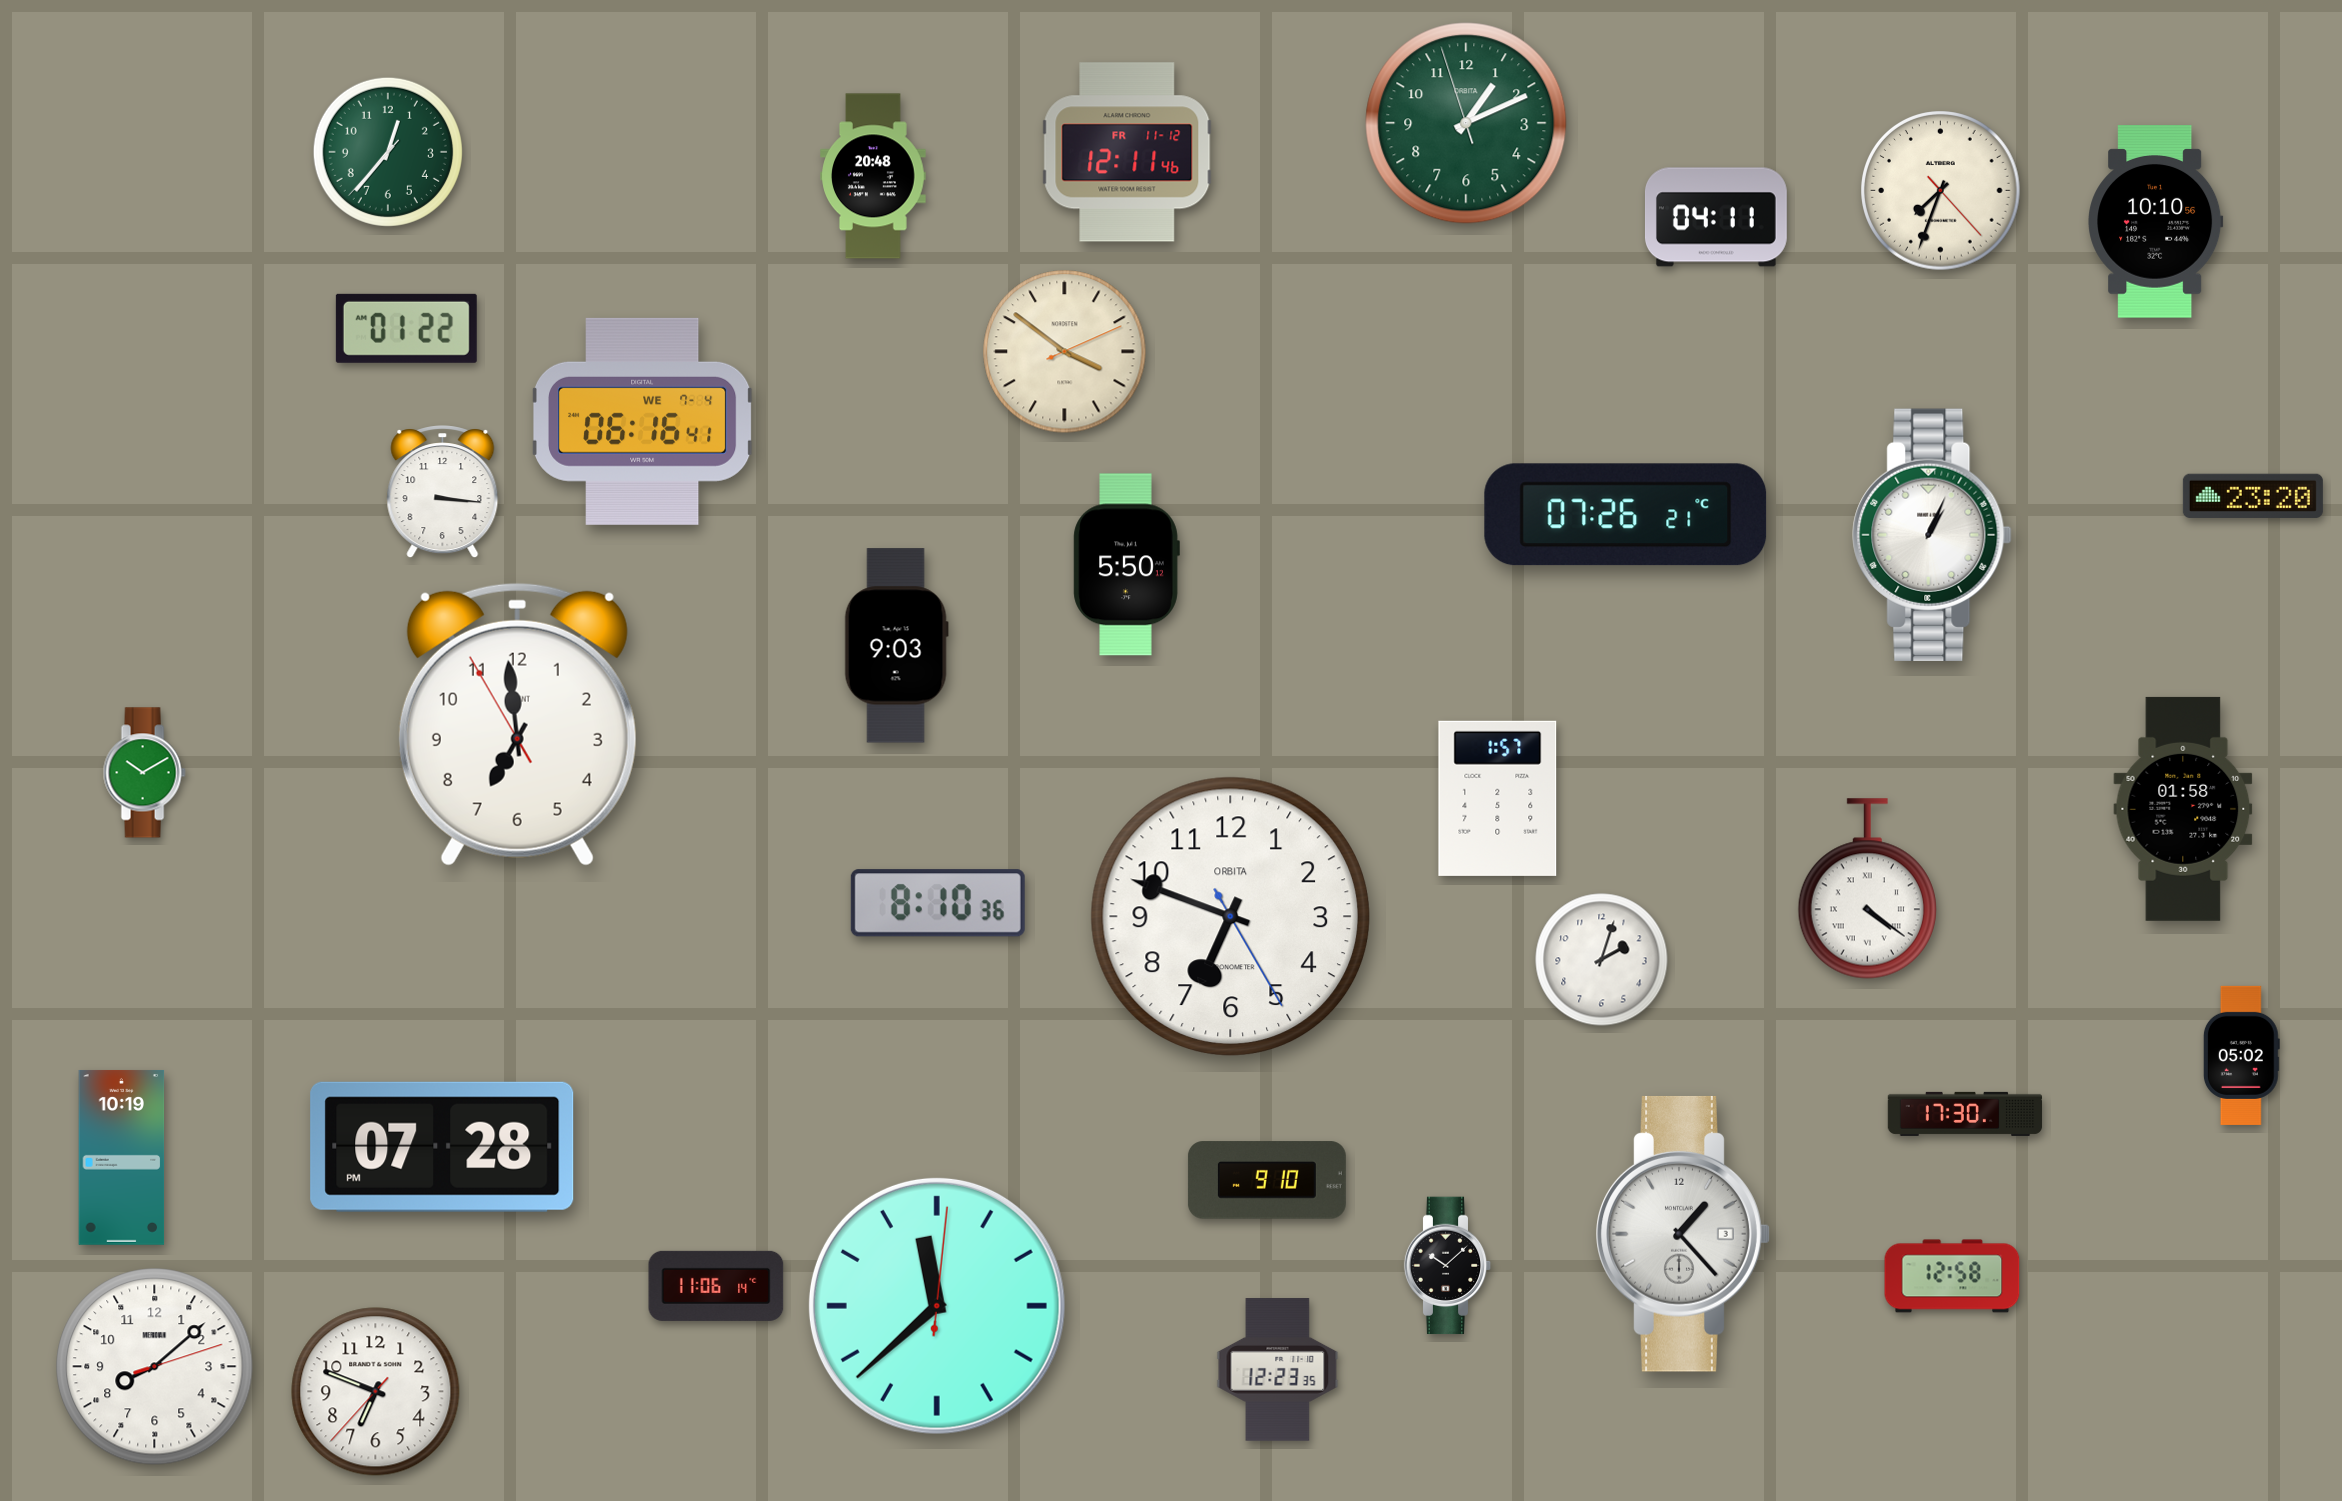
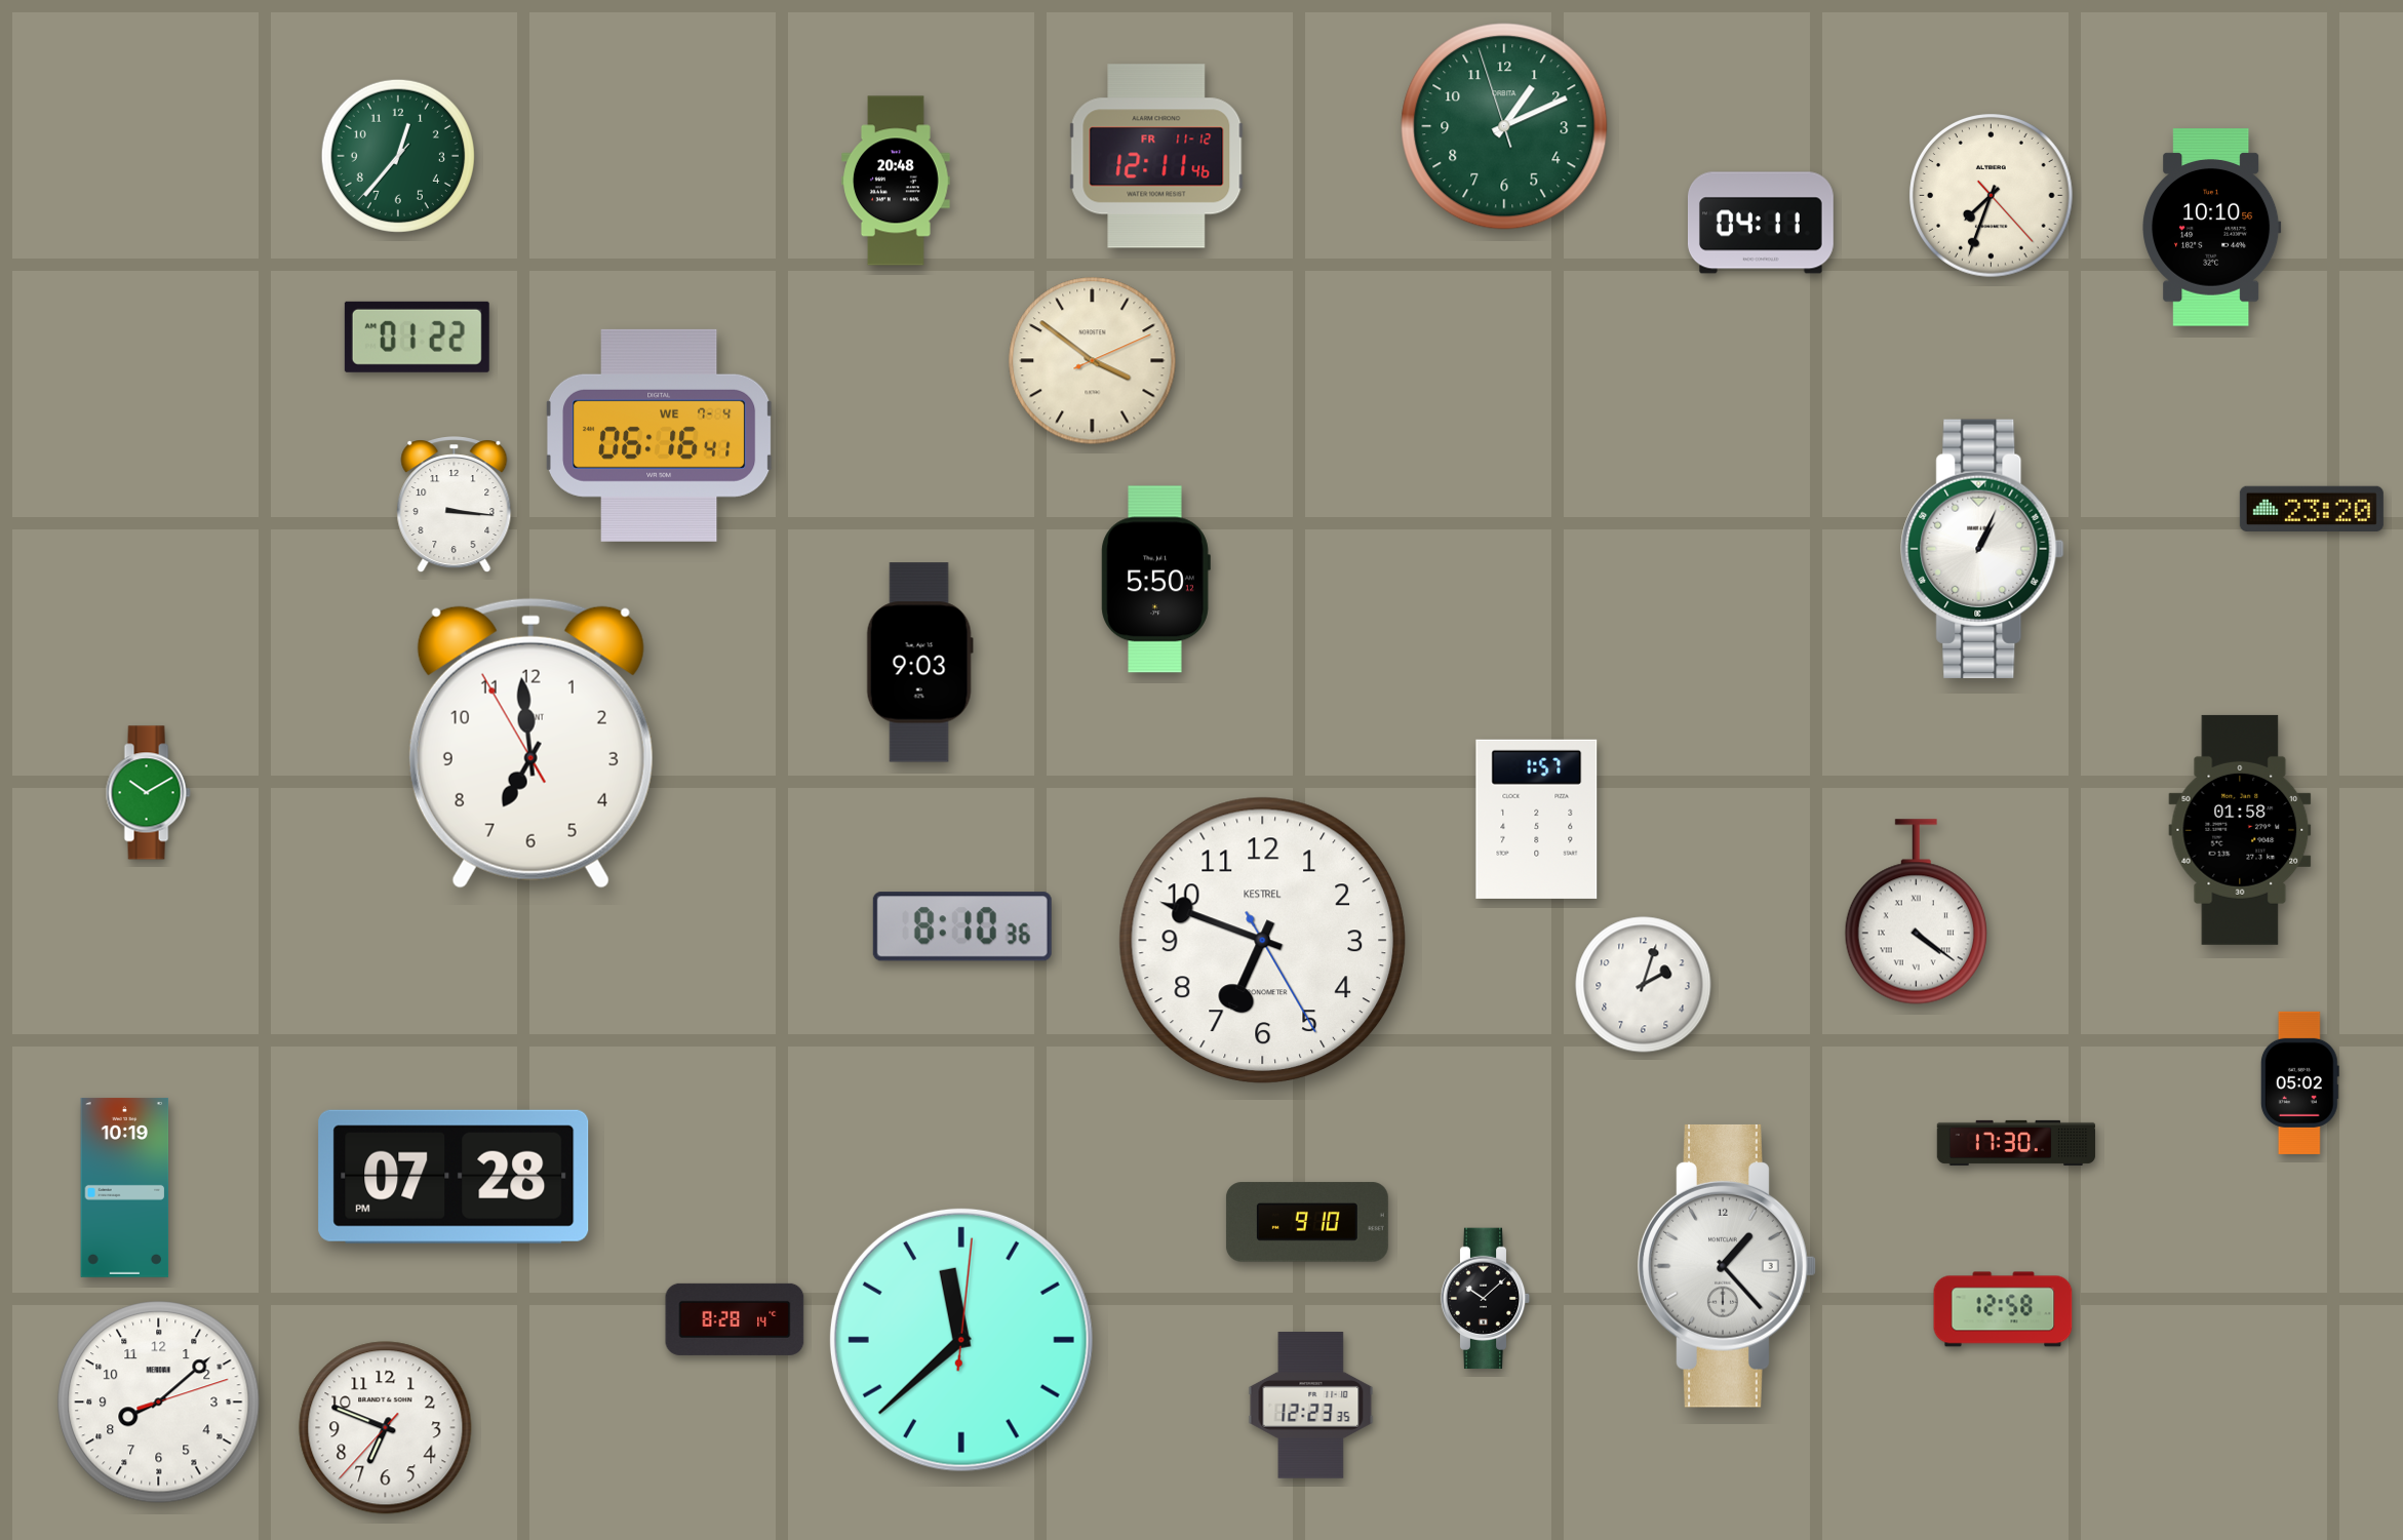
clock at (642, 421) position: (642, 421) -> (659, 435)
clock at (1626, 515): 07:26 -> none
clock at (1230, 916) brand: ORBITA -> KESTREL
clock at (1267, 1180) position: (1267, 1180) -> (1307, 1222)
clock at (716, 1286): 11:06 -> 8:28
